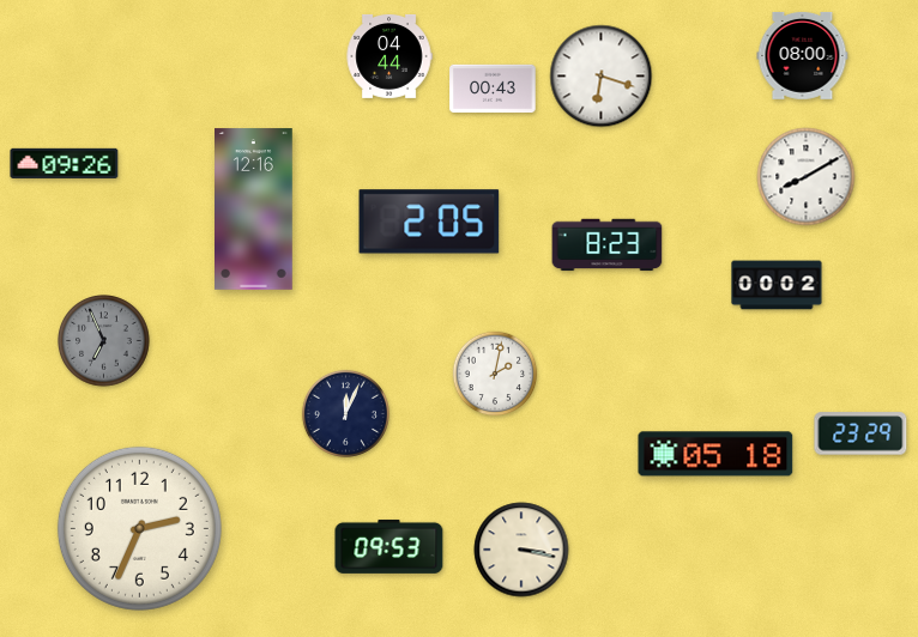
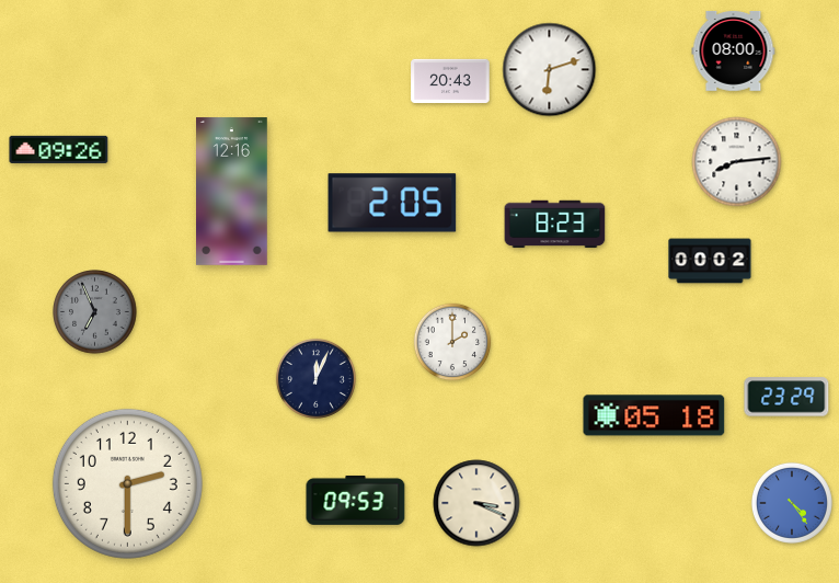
clock at (389, 56): 04:44 -> none
clock at (602, 77): 6:18 -> 6:12
clock at (493, 87): 00:43 -> 20:43
clock at (807, 177): 8:10 -> 8:14
clock at (495, 374): 2:02 -> 2:00
clock at (139, 528): 2:34 -> 2:30
clock at (521, 550): 3:17 -> 3:19
clock at (792, 503): none -> 4:24
